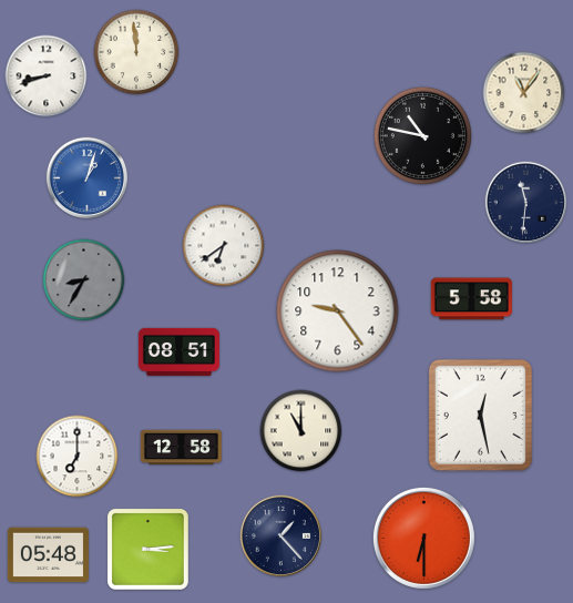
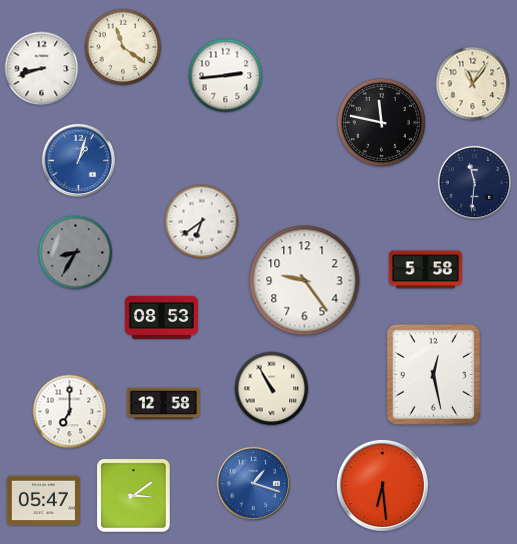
clock at (136, 52): 11:59 -> 11:21
clock at (226, 76): none -> 2:44
clock at (422, 135): 10:47 -> 11:47
clock at (178, 351): 08:51 -> 08:53
clock at (301, 431): 11:00 -> 10:55
clock at (282, 536): 1:23 -> 1:18
clock at (282, 536) dial: navy -> blue
clock at (423, 538): 6:30 -> 6:29
clock at (147, 549): 3:14 -> 3:09
clock at (48, 555): 05:48 -> 05:47
